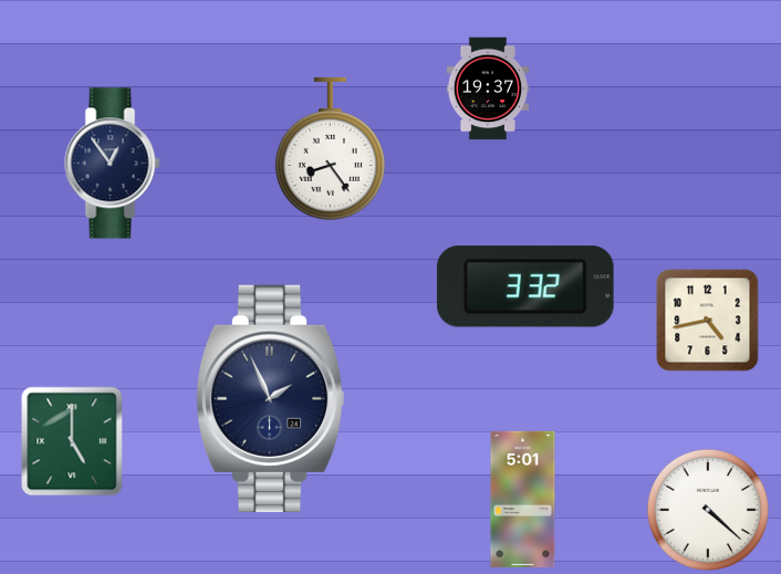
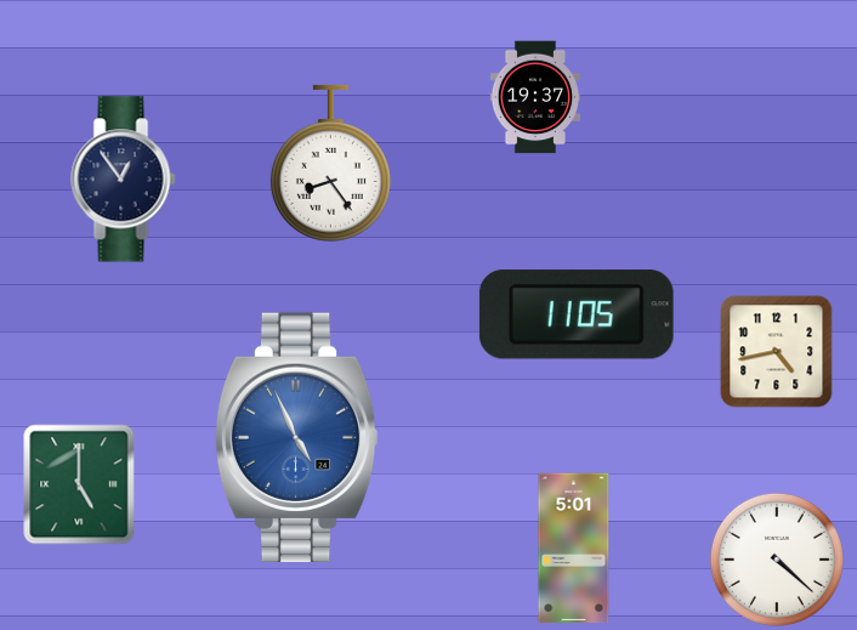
clock at (330, 148) position: (330, 148) -> (330, 163)
clock at (525, 286): 3:32 -> 11:05
clock at (270, 398): 1:56 -> 4:56
clock at (270, 398) dial: navy -> blue
